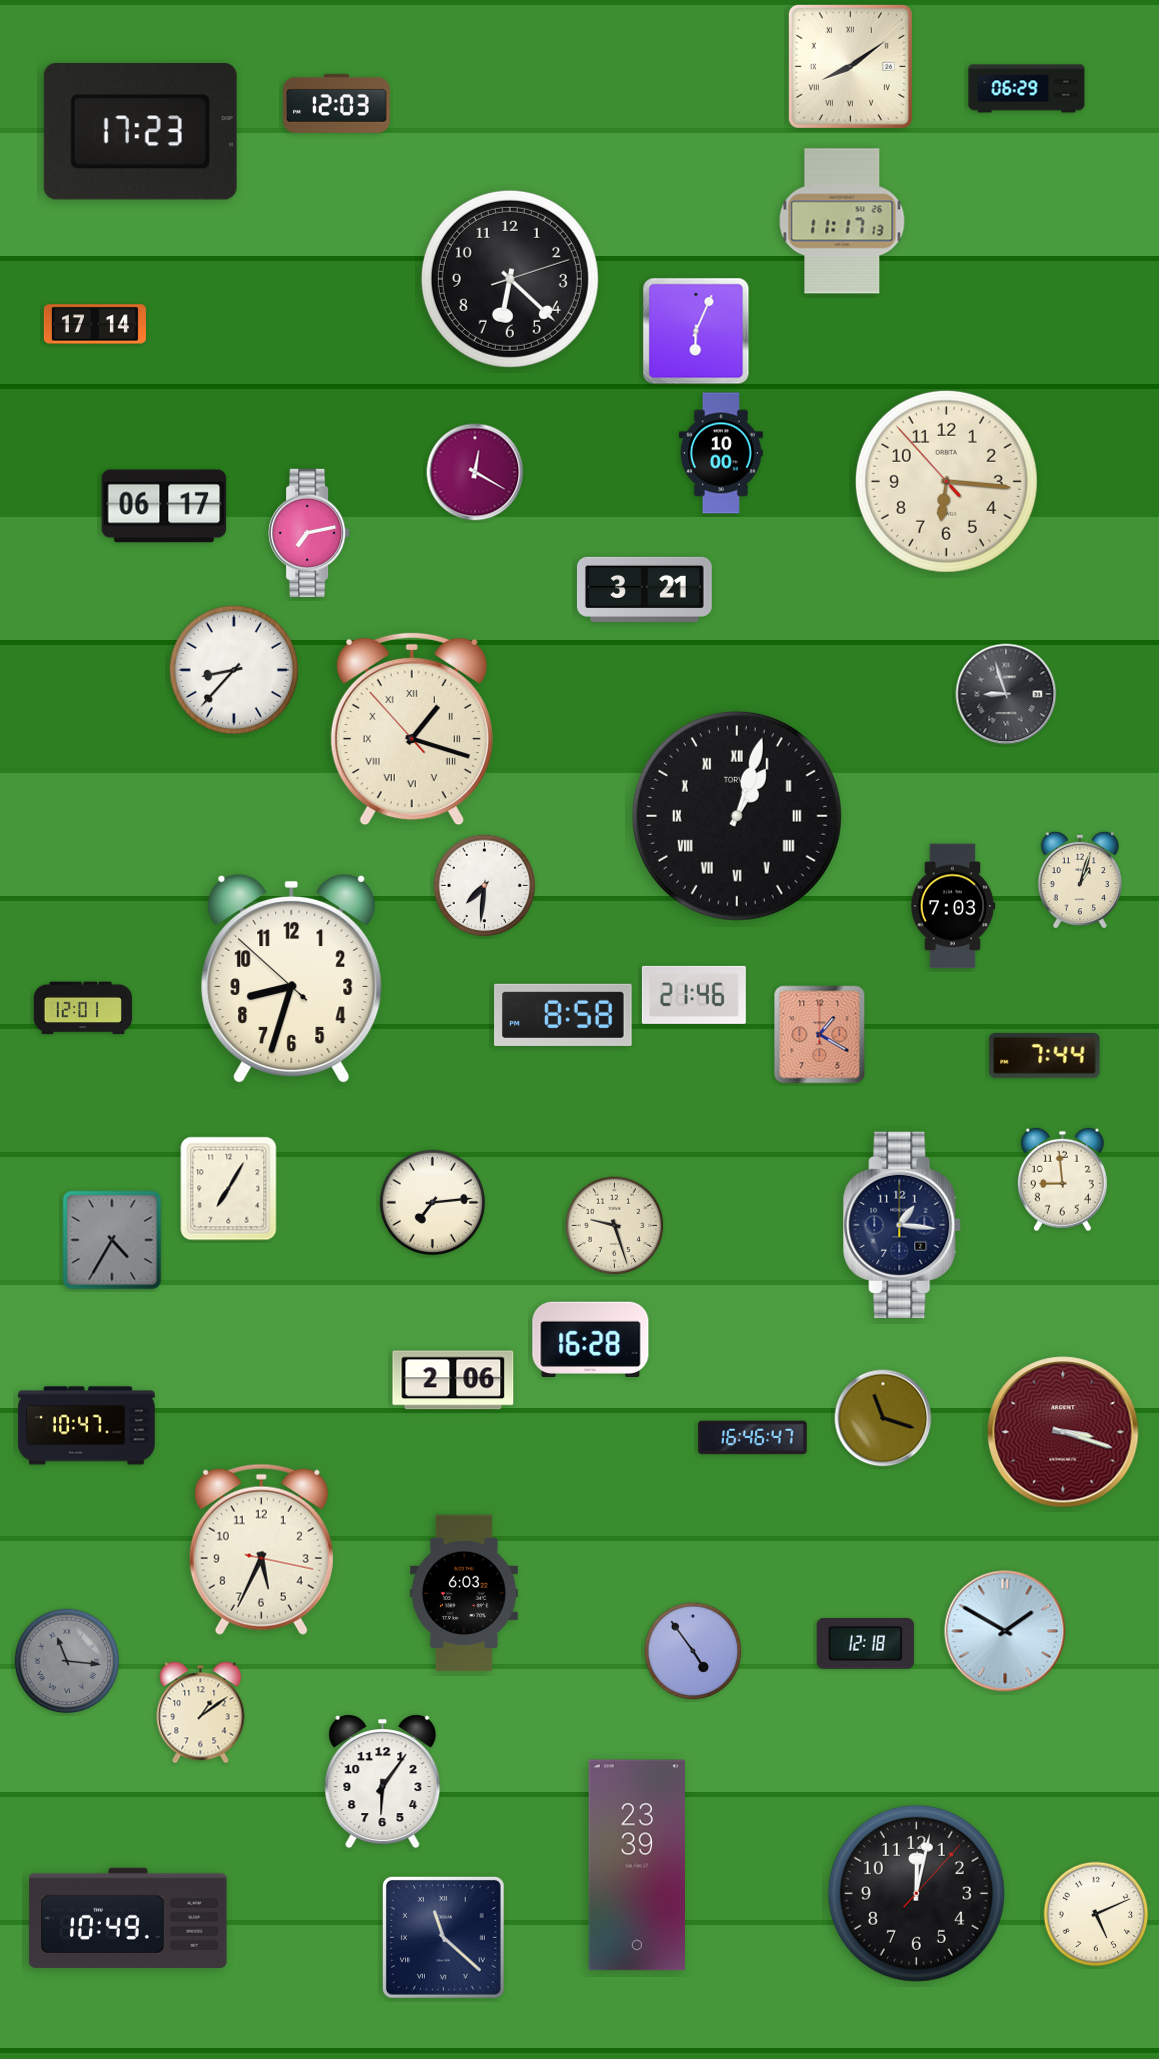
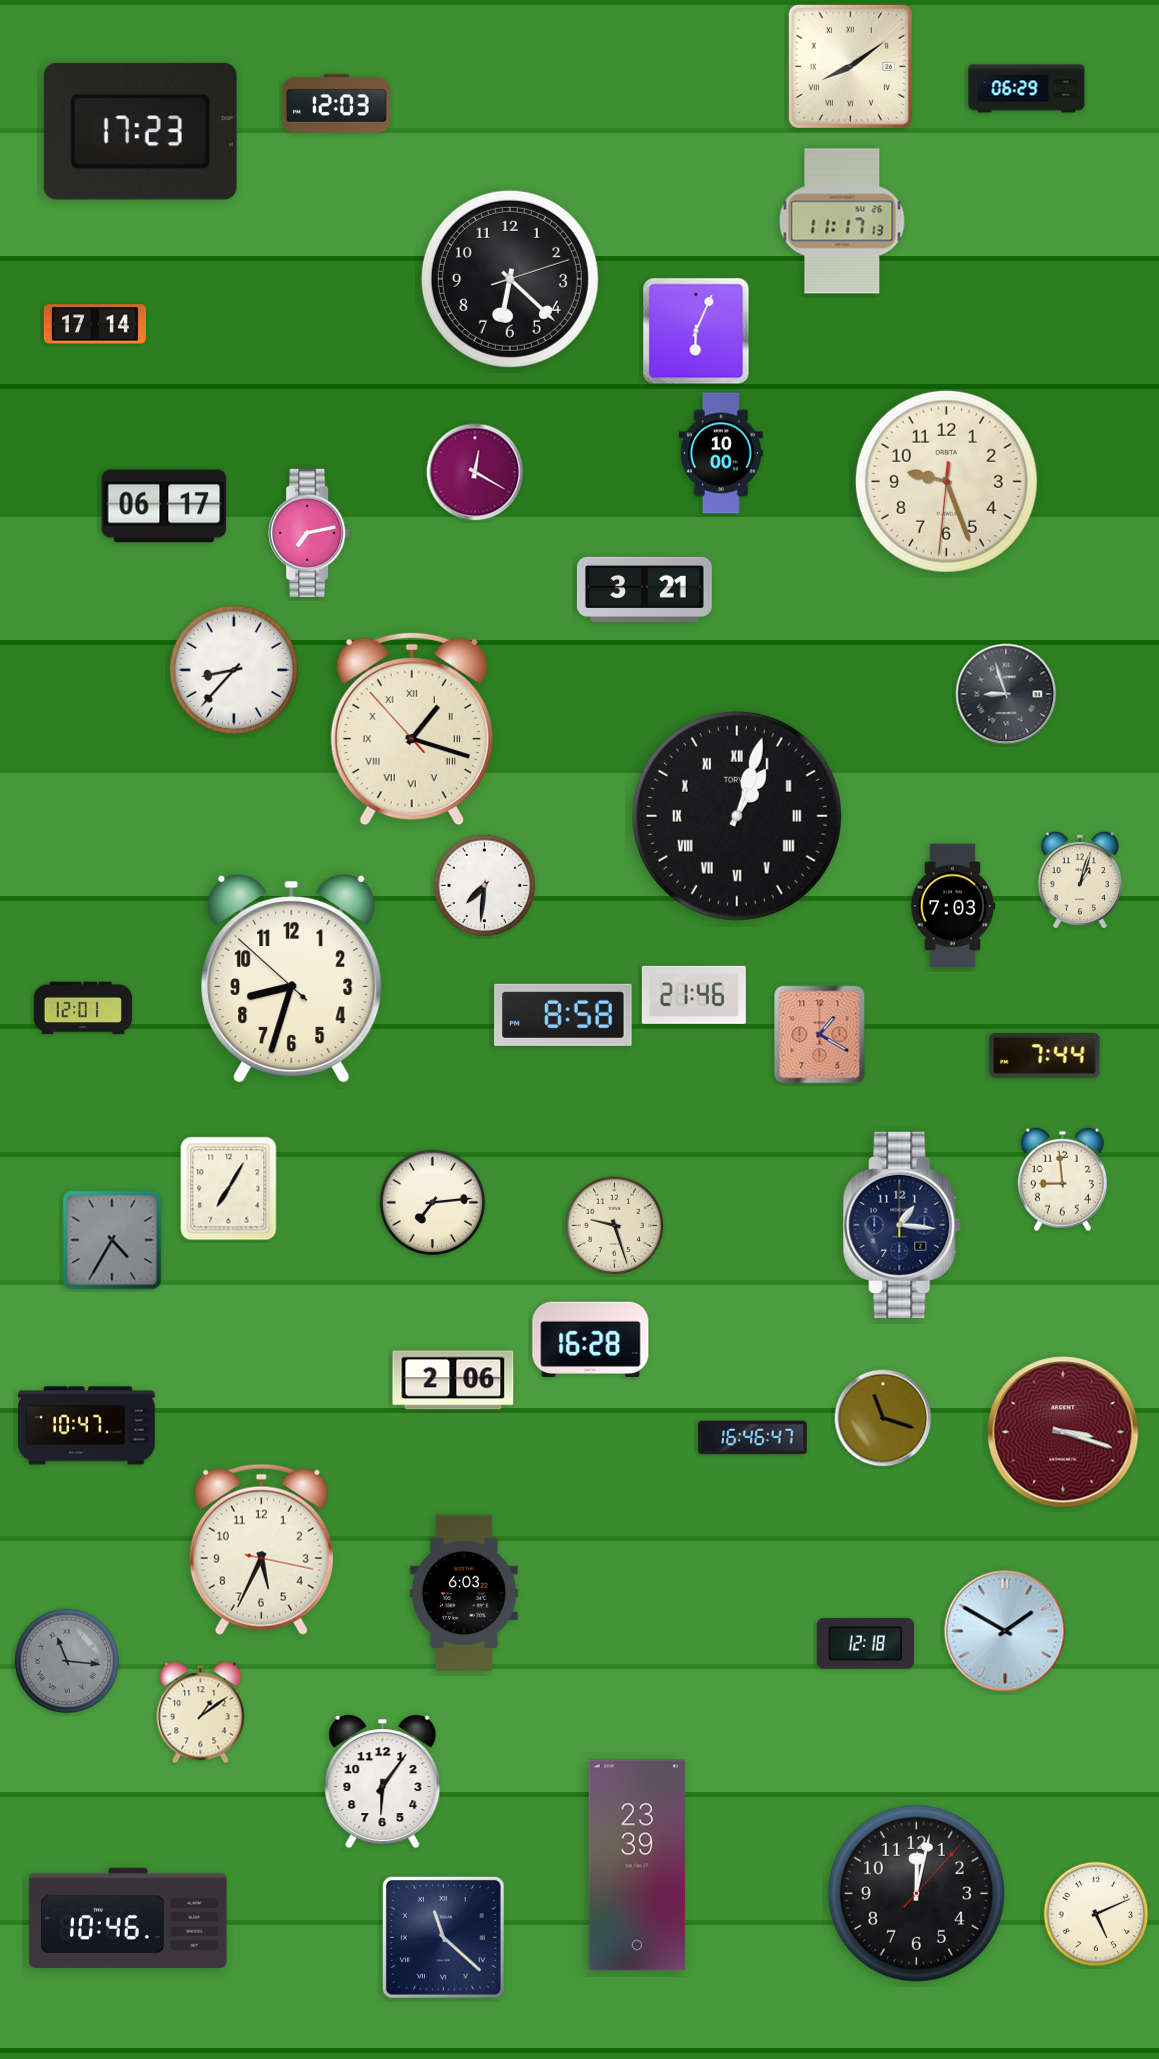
clock at (946, 481): 6:15 -> 9:26
clock at (693, 1651): 4:54 -> none
clock at (128, 1918): 10:49 -> 10:46
